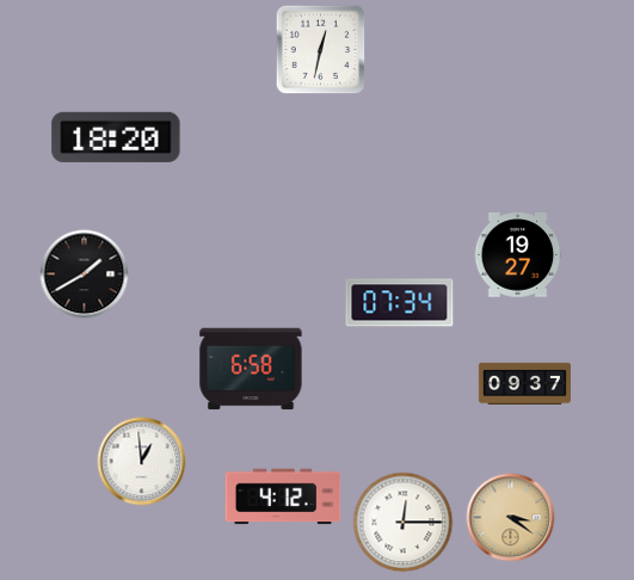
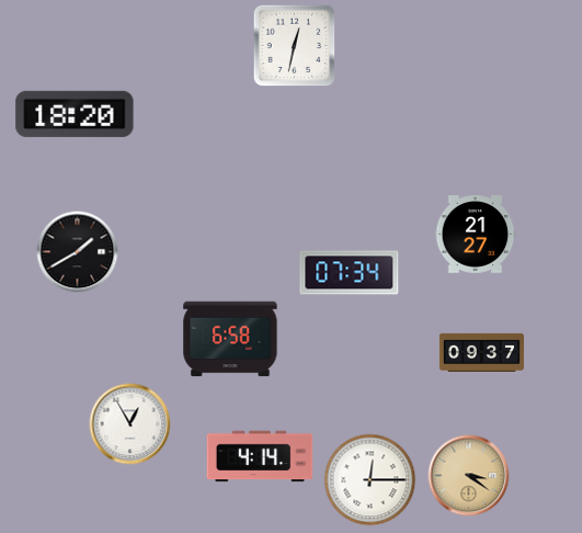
clock at (116, 137) position: (116, 137) -> (75, 114)
clock at (518, 255): 19:27 -> 21:27
clock at (400, 303) position: (400, 303) -> (350, 273)
clock at (142, 462): 12:59 -> 12:55
clock at (283, 496): 4:12 -> 4:14
